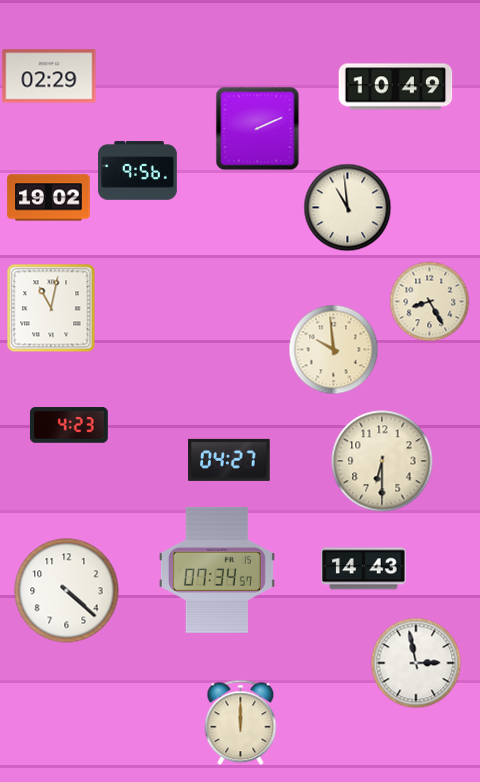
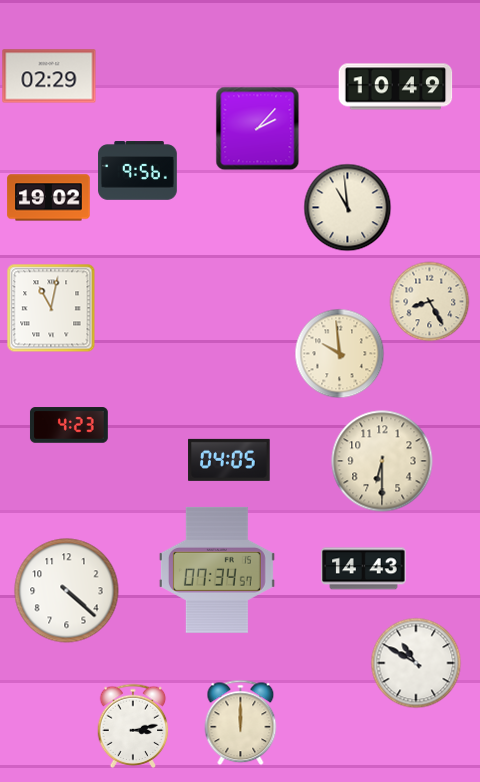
clock at (257, 128): 2:11 -> 2:07
clock at (333, 349) position: (333, 349) -> (339, 353)
clock at (229, 460): 04:27 -> 04:05
clock at (416, 663): 2:58 -> 10:50
clock at (133, 726): none -> 3:13
